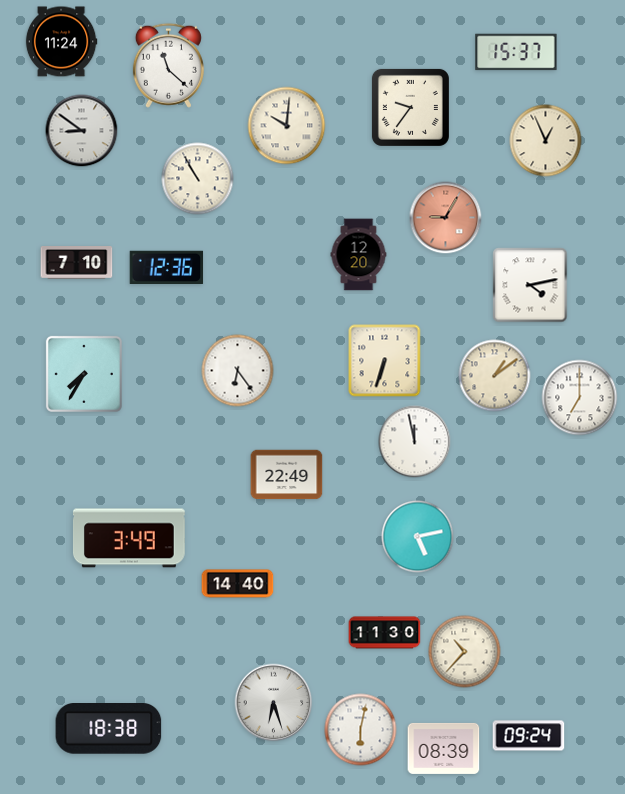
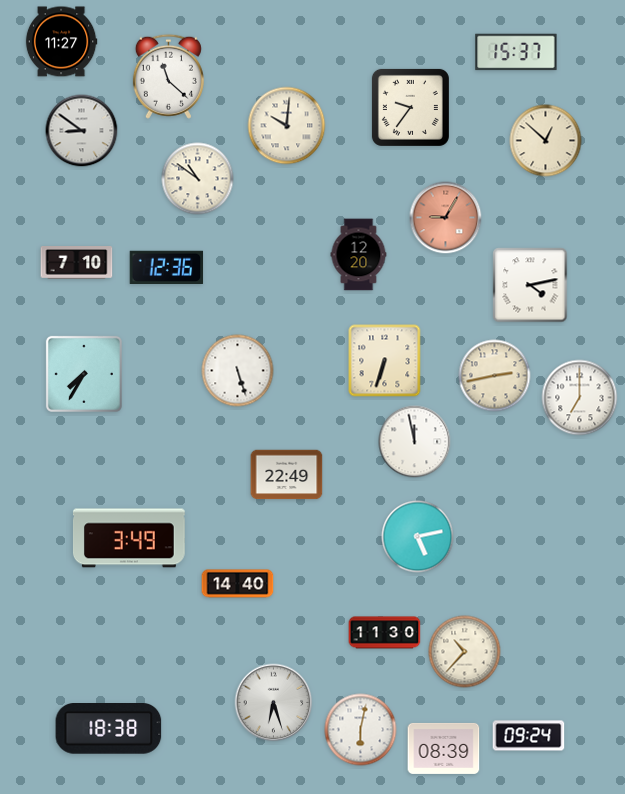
clock at (61, 42): 11:24 -> 11:27
clock at (168, 65) position: (168, 65) -> (168, 76)
clock at (546, 141): 12:56 -> 12:52
clock at (198, 179): 10:55 -> 10:51
clock at (238, 371): 6:24 -> 5:27
clock at (495, 376): 1:09 -> 2:43
